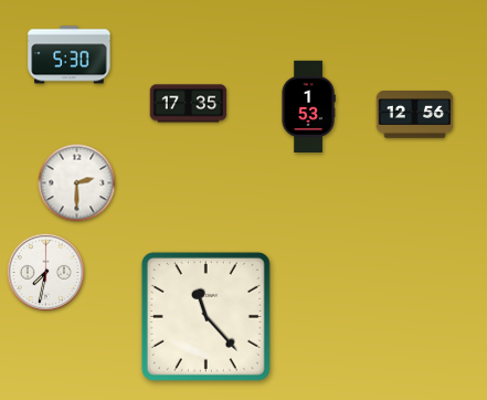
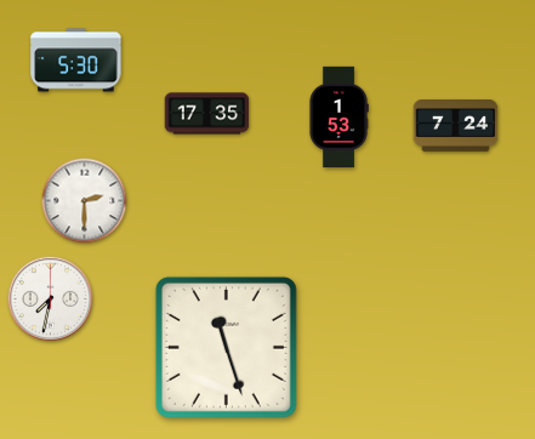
clock at (415, 115): 12:56 -> 7:24
clock at (205, 316): 11:23 -> 11:27
